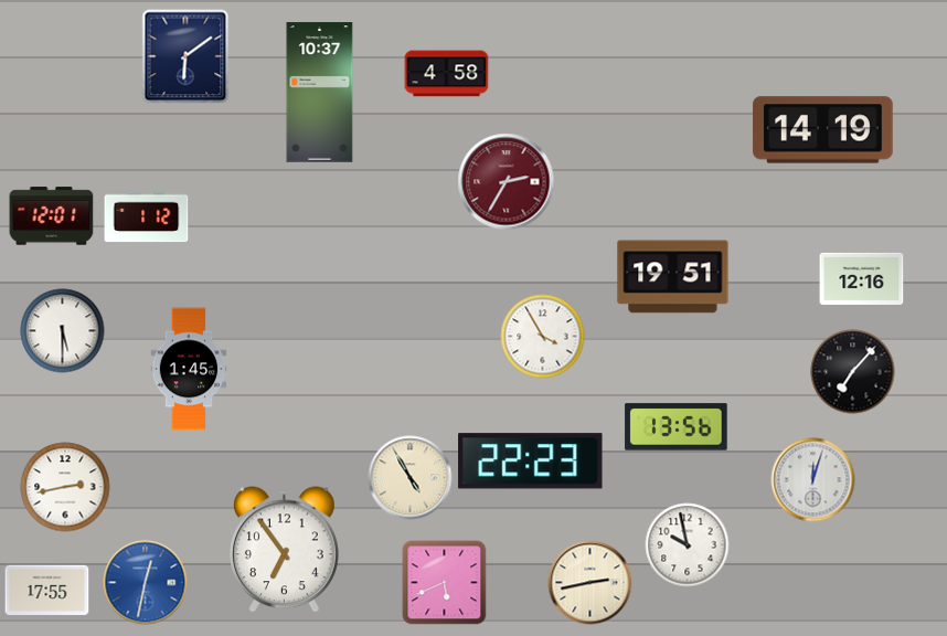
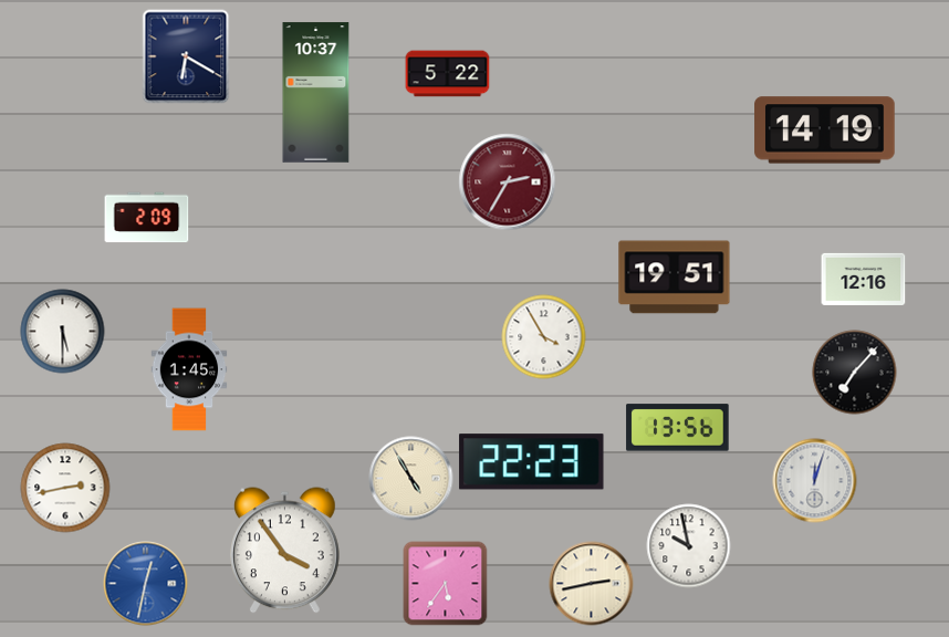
clock at (185, 56): 6:09 -> 6:20
clock at (447, 74): 4:58 -> 5:22
clock at (320, 93) position: (320, 93) -> (316, 93)
clock at (52, 216): 12:01 -> none
clock at (147, 218): 1:12 -> 2:09
clock at (285, 550): 6:54 -> 3:54
clock at (445, 583): 5:41 -> 5:36
clock at (47, 590): 17:55 -> none
